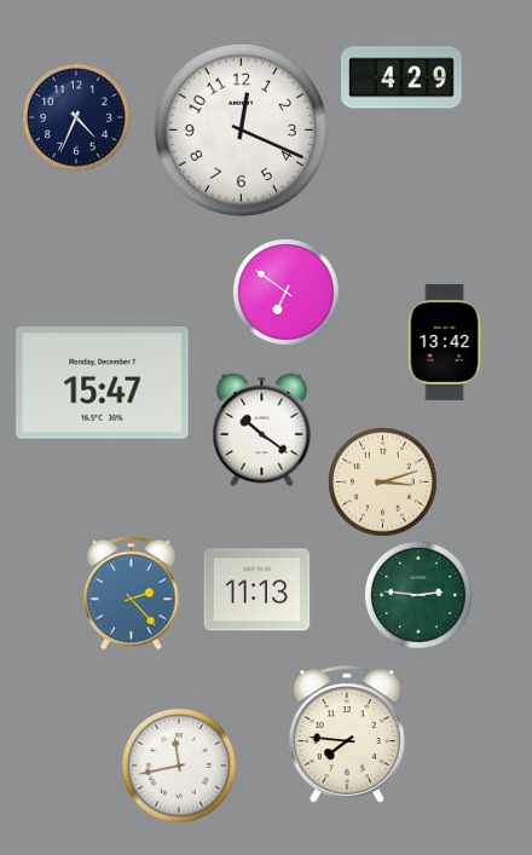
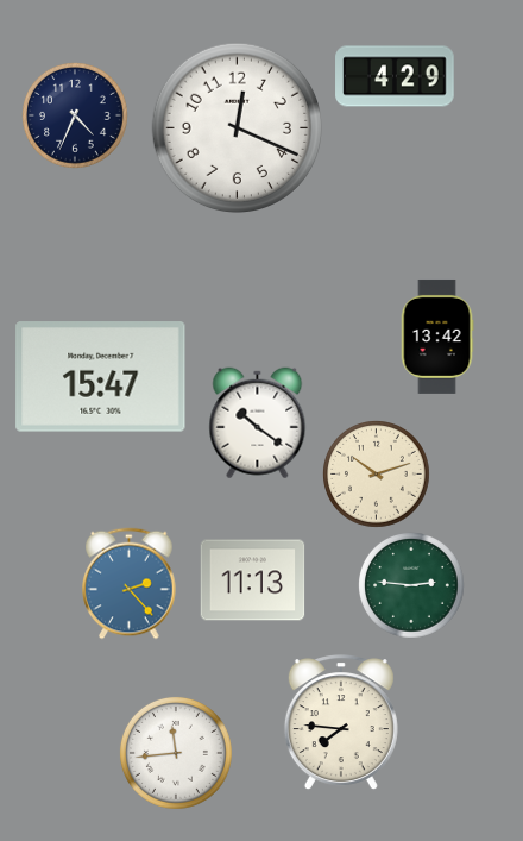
clock at (287, 293): 6:51 -> none
clock at (383, 483): 3:12 -> 10:12
clock at (179, 766): 11:43 -> 11:44
